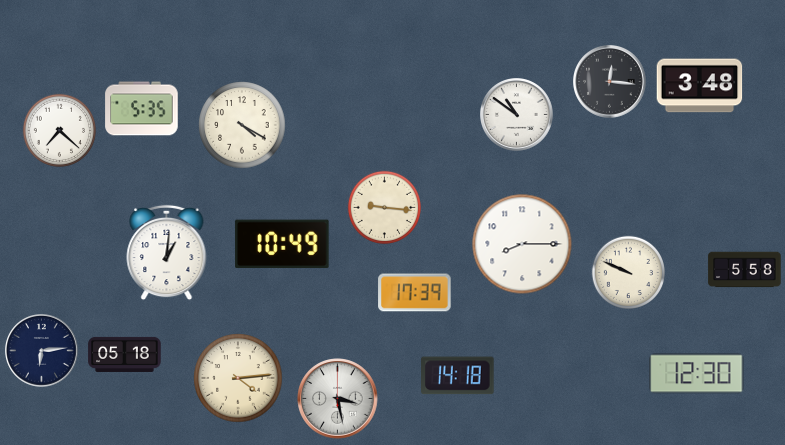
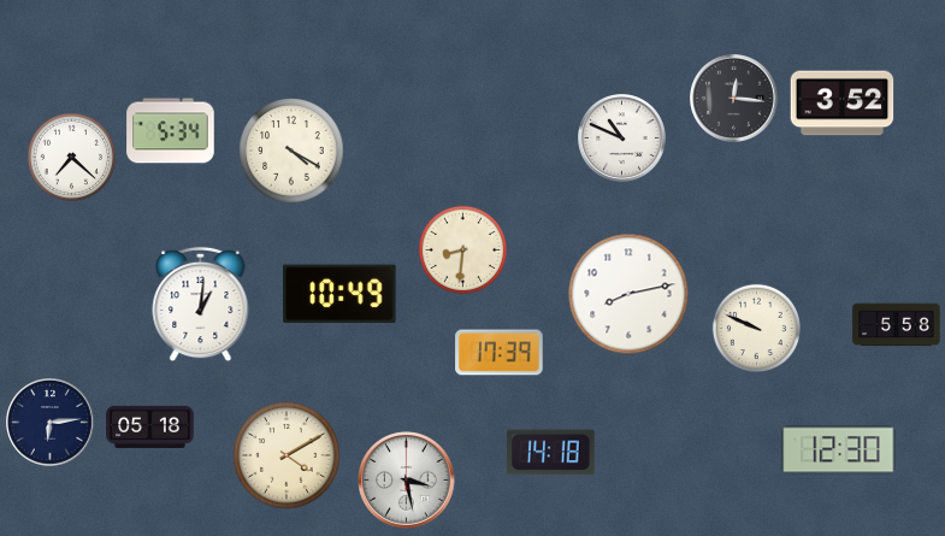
clock at (700, 86): 3:48 -> 3:52
clock at (142, 109): 5:35 -> 5:34
clock at (517, 115): 10:51 -> 10:49
clock at (384, 207): 9:16 -> 8:31
clock at (522, 244): 8:15 -> 8:13
clock at (238, 378): 4:14 -> 4:10
